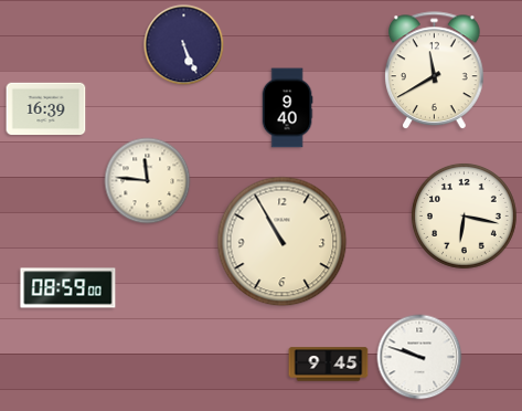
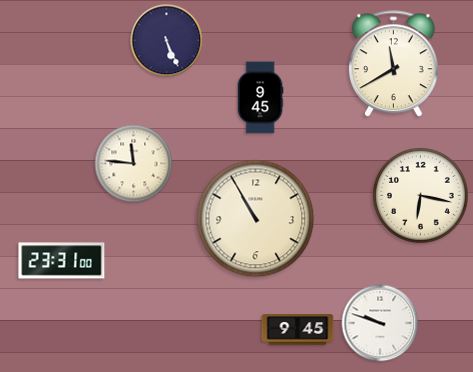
clock at (287, 108): 9:40 -> 9:45
clock at (46, 109): 16:39 -> none
clock at (68, 288): 08:59 -> 23:31
